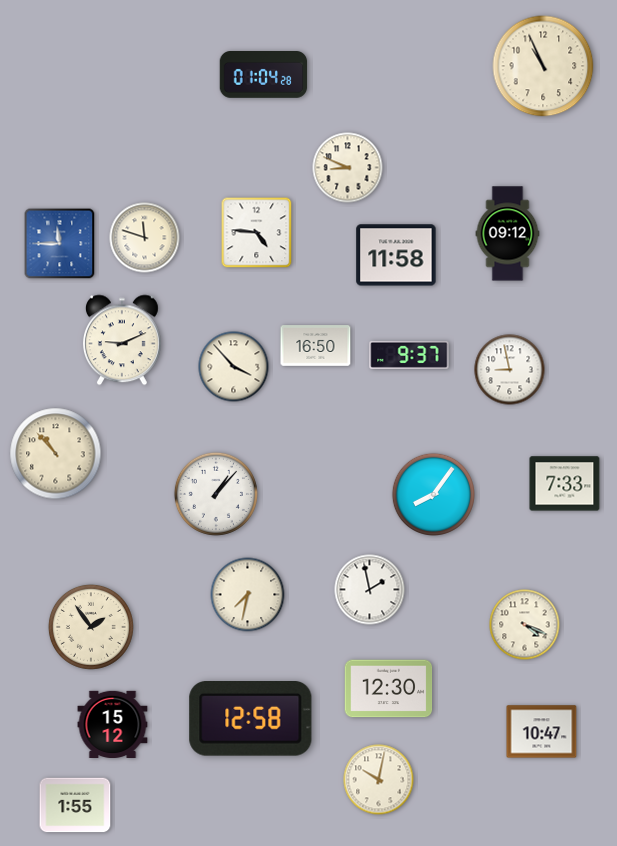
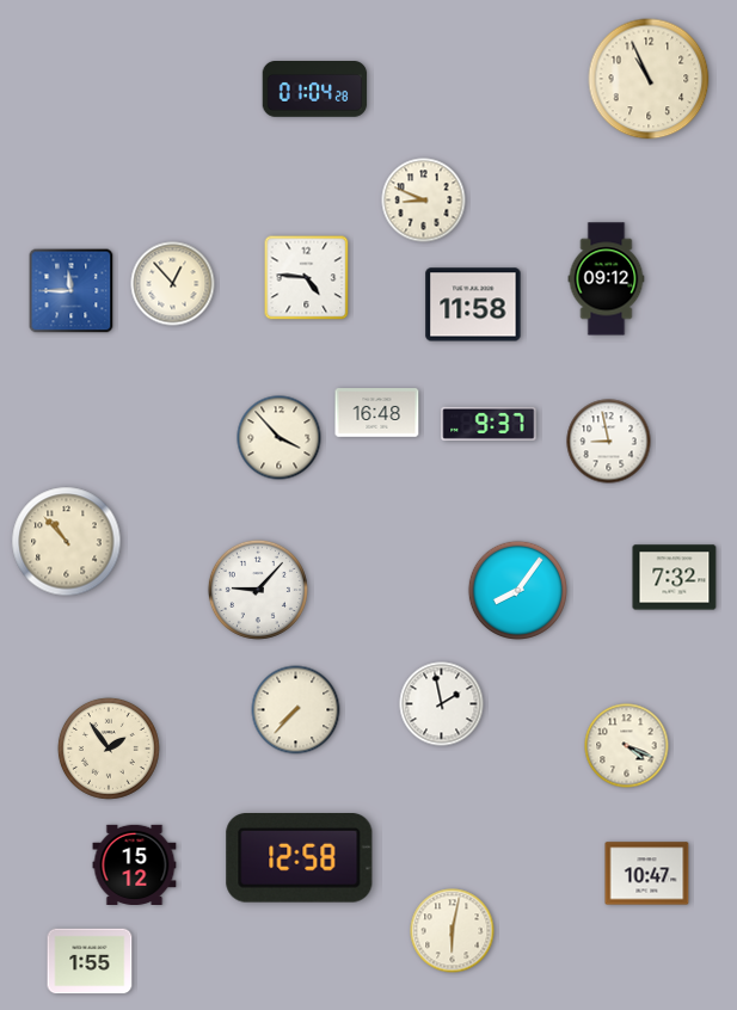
clock at (348, 168) position: (348, 168) -> (424, 201)
clock at (145, 238): 11:48 -> 12:53
clock at (122, 340): 9:11 -> none
clock at (316, 346): 16:50 -> 16:48
clock at (565, 484): 7:33 -> 7:32
clock at (216, 494): 1:07 -> 9:07
clock at (248, 595): 7:32 -> 7:37
clock at (389, 689): 12:30 -> none
clock at (379, 780): 10:02 -> 6:02
